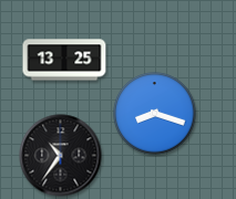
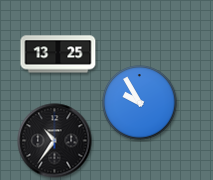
clock at (155, 114): 8:18 -> 9:55
